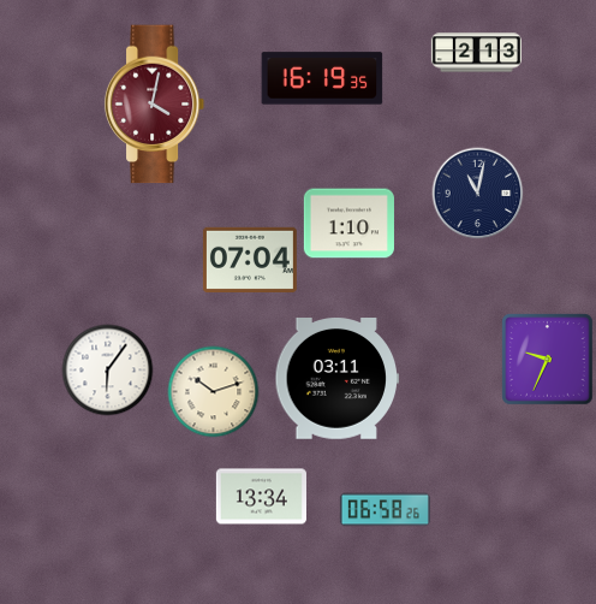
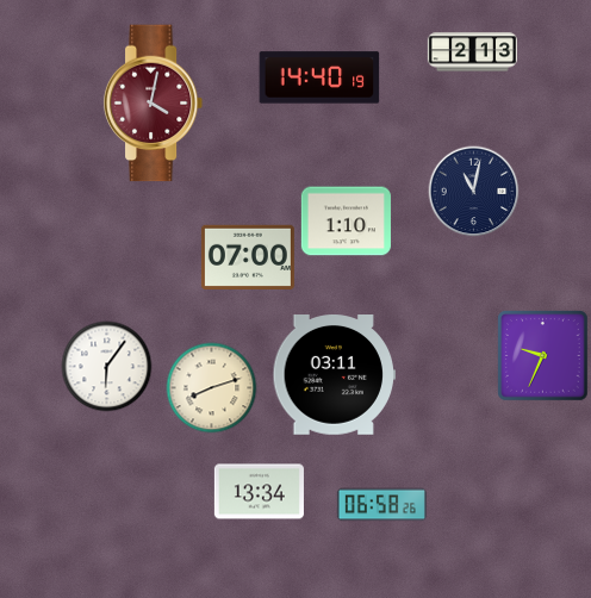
clock at (322, 78): 16:19 -> 14:40
clock at (250, 259): 07:04 -> 07:00
clock at (214, 392): 10:12 -> 8:12
